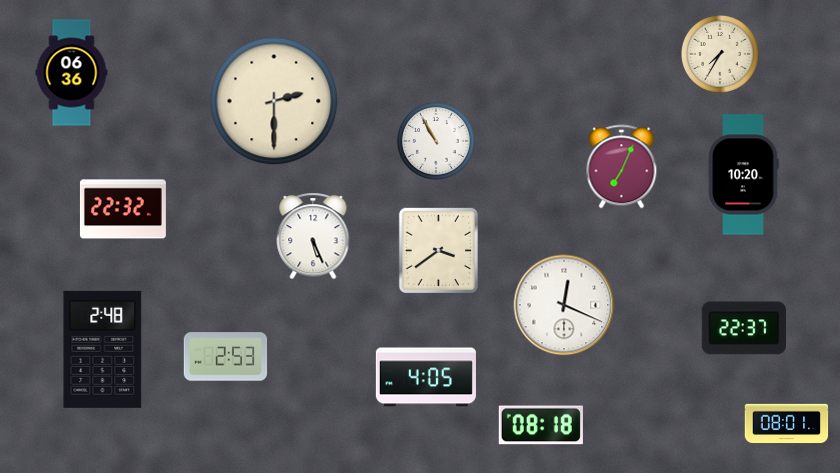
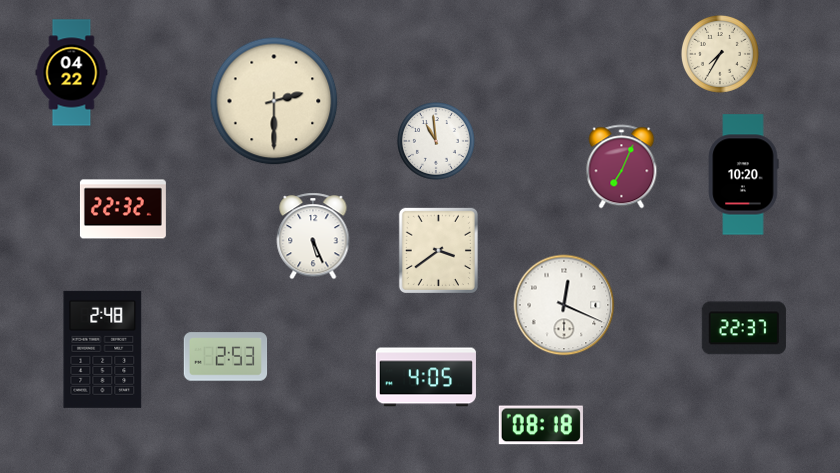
clock at (72, 73): 06:36 -> 04:22
clock at (436, 141): 10:55 -> 10:59
clock at (787, 424): 08:01 -> none
